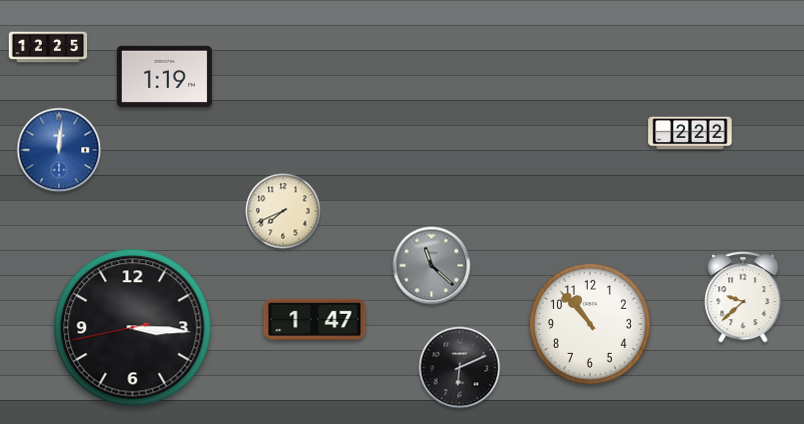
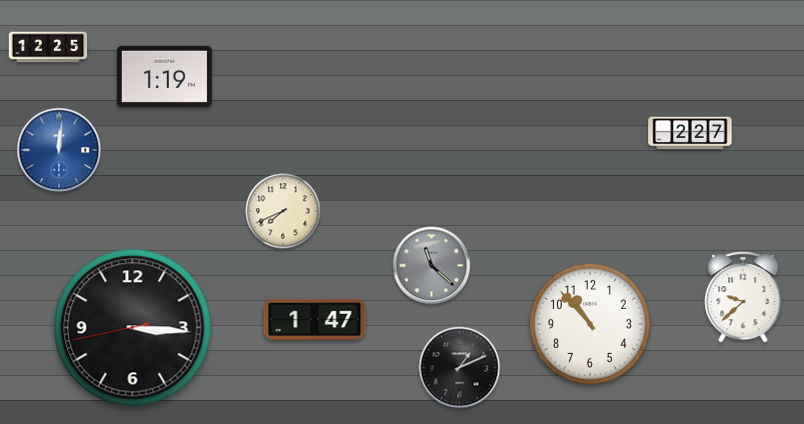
clock at (690, 133): 2:22 -> 2:27
clock at (460, 368): 6:11 -> 1:11
